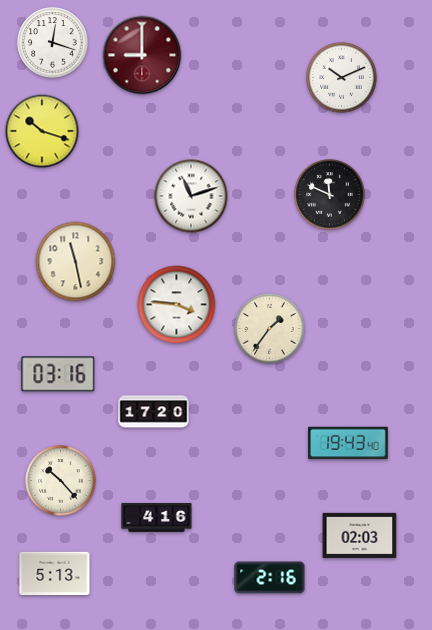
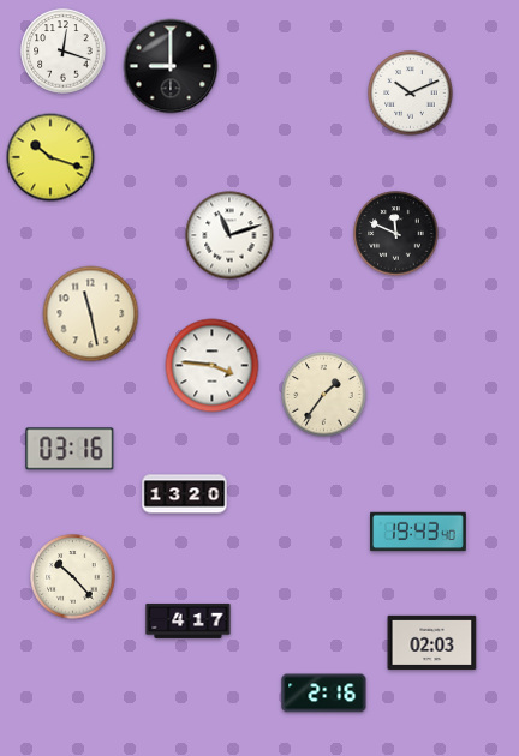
clock at (142, 55) dial: burgundy -> black
clock at (154, 412): 17:20 -> 13:20
clock at (157, 517): 4:16 -> 4:17
clock at (55, 573): 5:13 -> none
